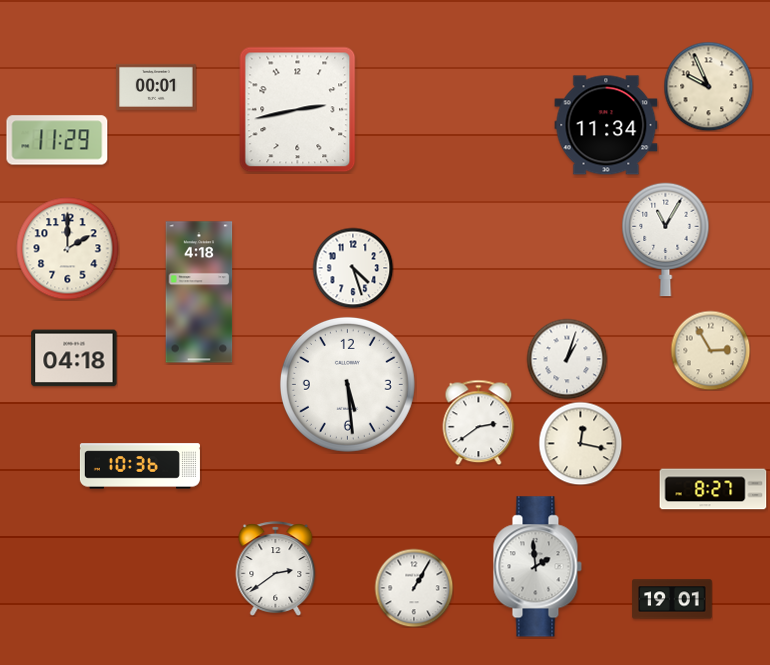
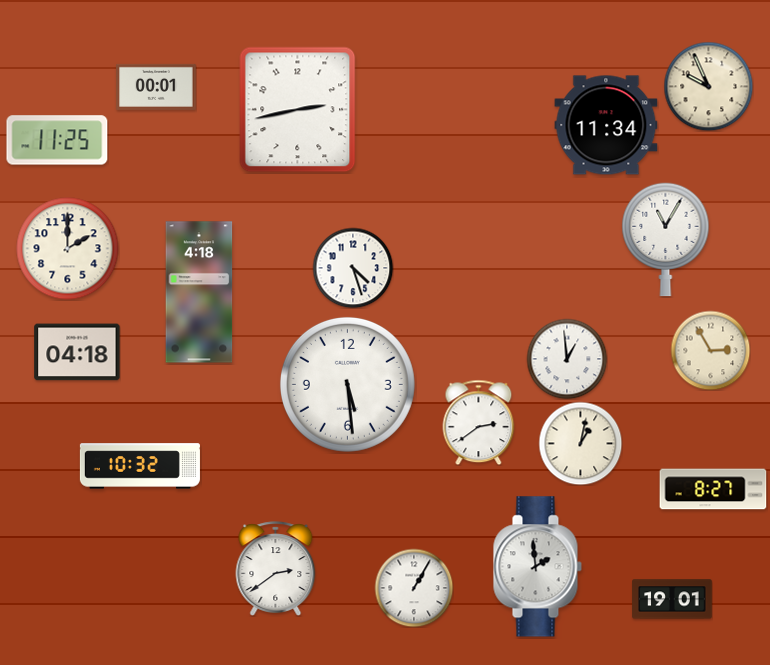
clock at (57, 140): 11:29 -> 11:25
clock at (74, 358) position: (74, 358) -> (77, 352)
clock at (567, 359): 1:03 -> 12:59
clock at (580, 443): 12:17 -> 1:02
clock at (140, 466): 10:36 -> 10:32
